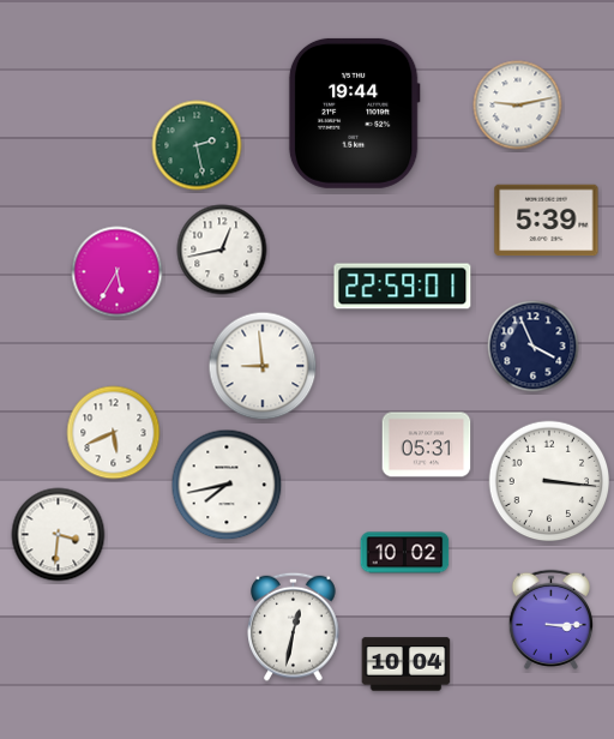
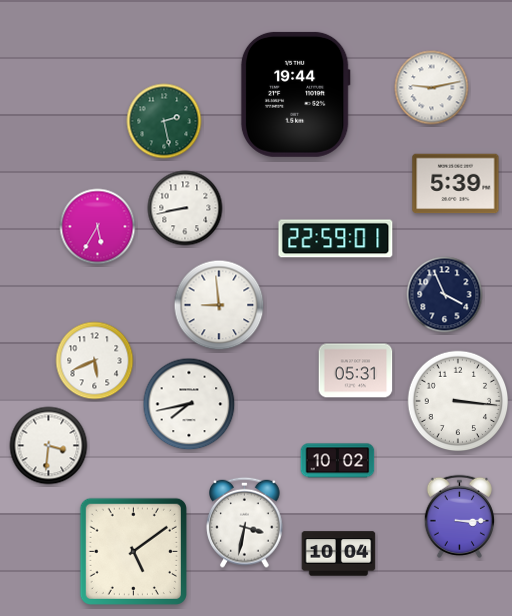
clock at (222, 250): 12:43 -> 8:43
clock at (534, 347) position: (534, 347) -> (445, 295)
clock at (294, 626): 12:32 -> 3:32
clock at (133, 551): none -> 5:09
